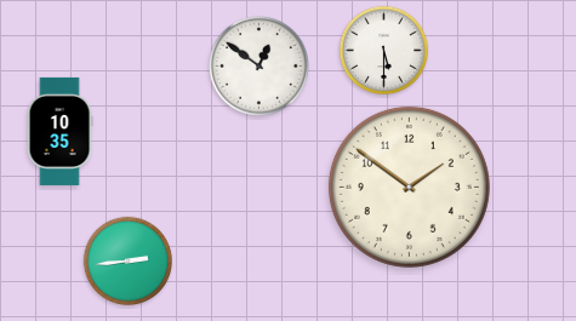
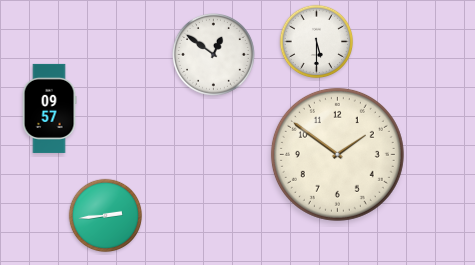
clock at (59, 131): 10:35 -> 09:57
